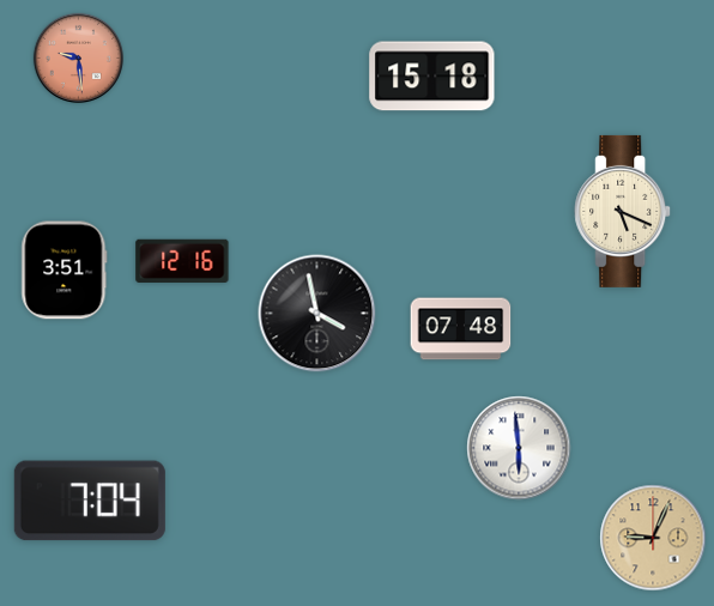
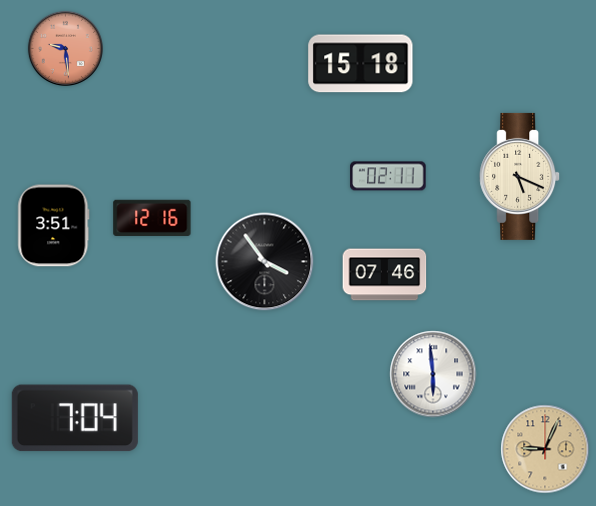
clock at (388, 176): none -> 02:11
clock at (317, 314): 3:58 -> 3:54
clock at (461, 329): 07:48 -> 07:46
